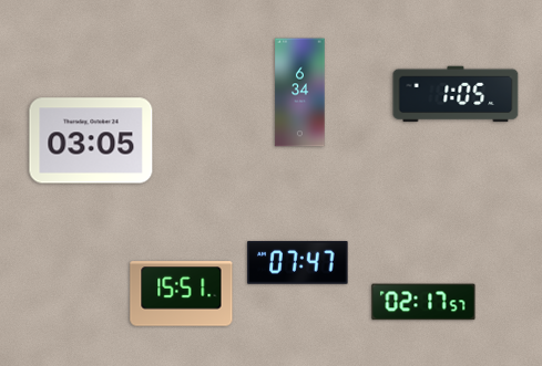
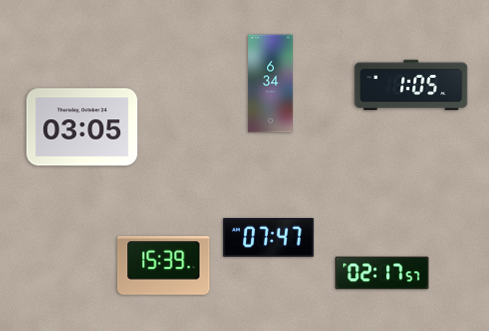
clock at (182, 294): 15:51 -> 15:39
